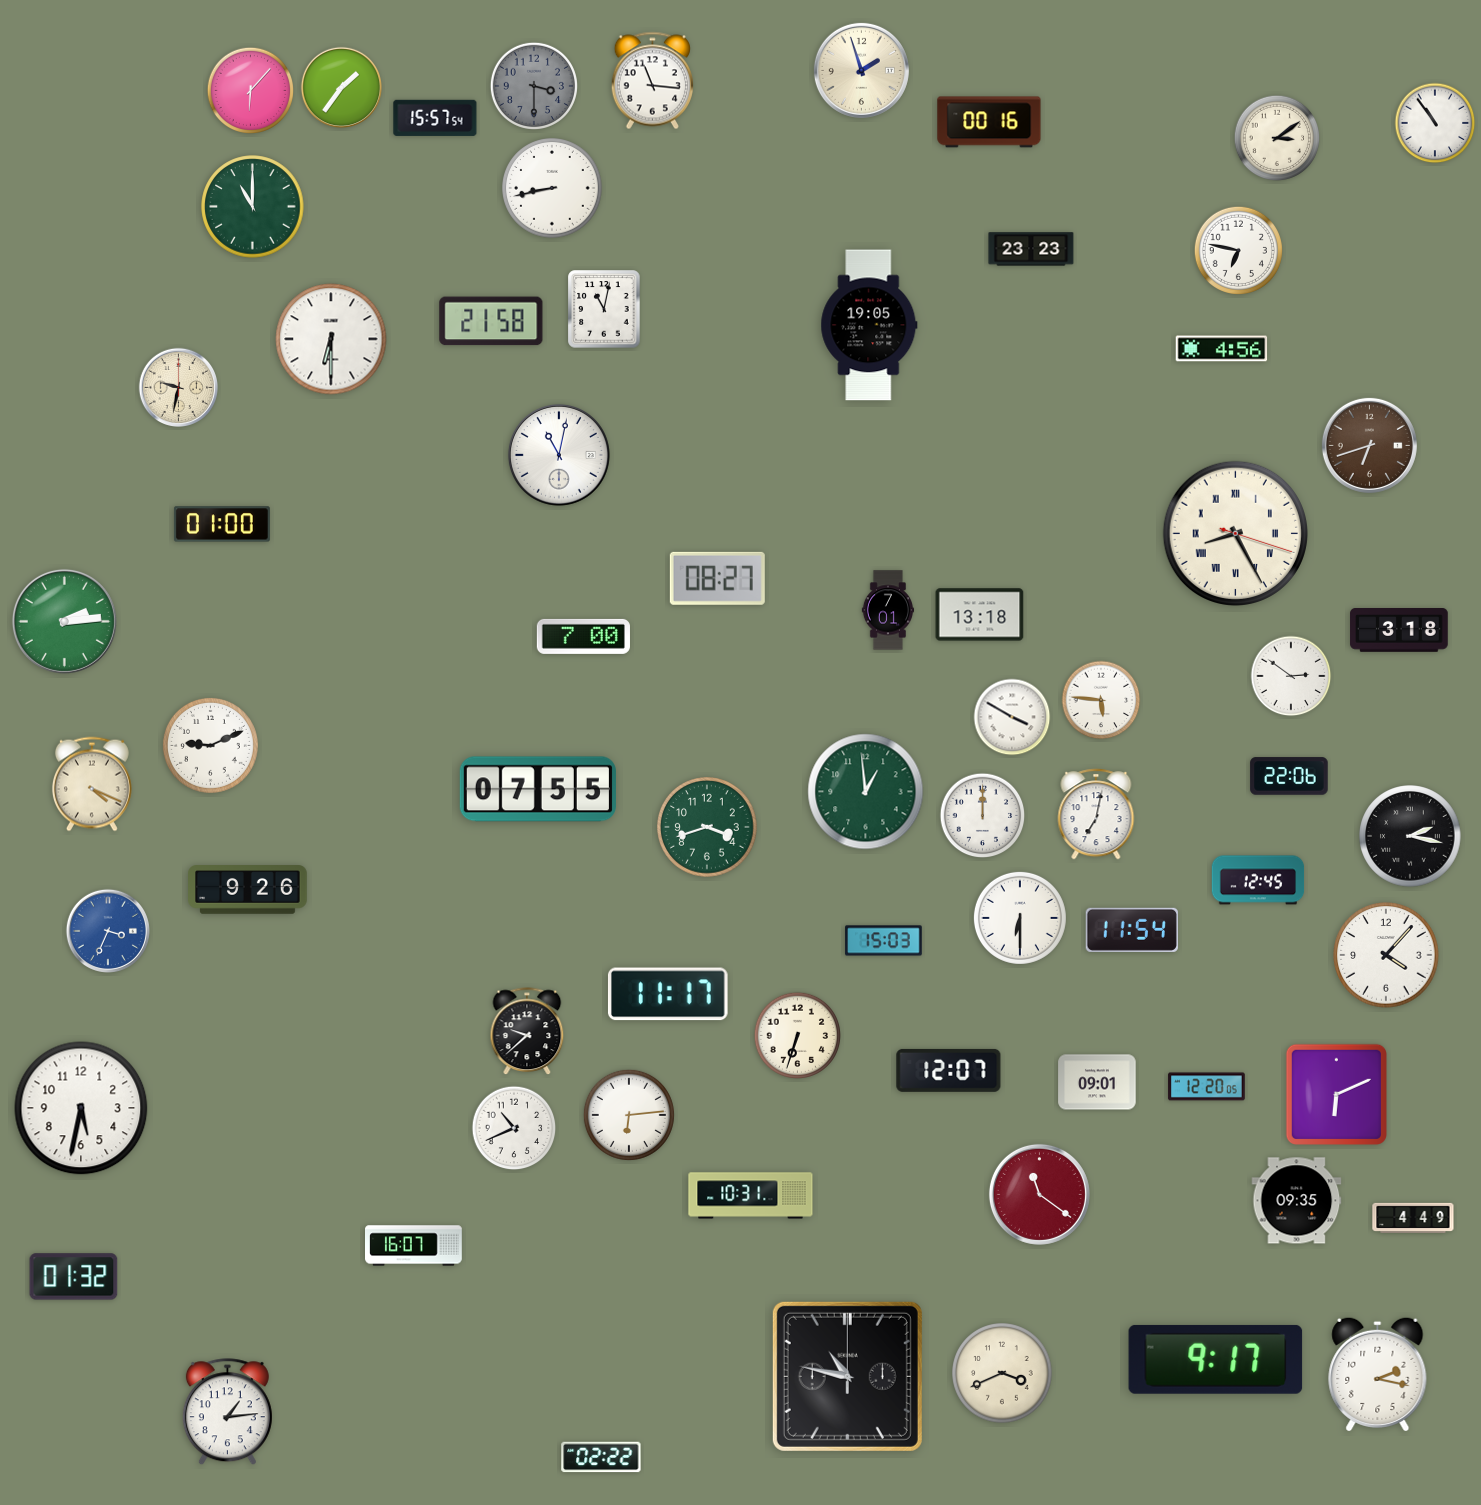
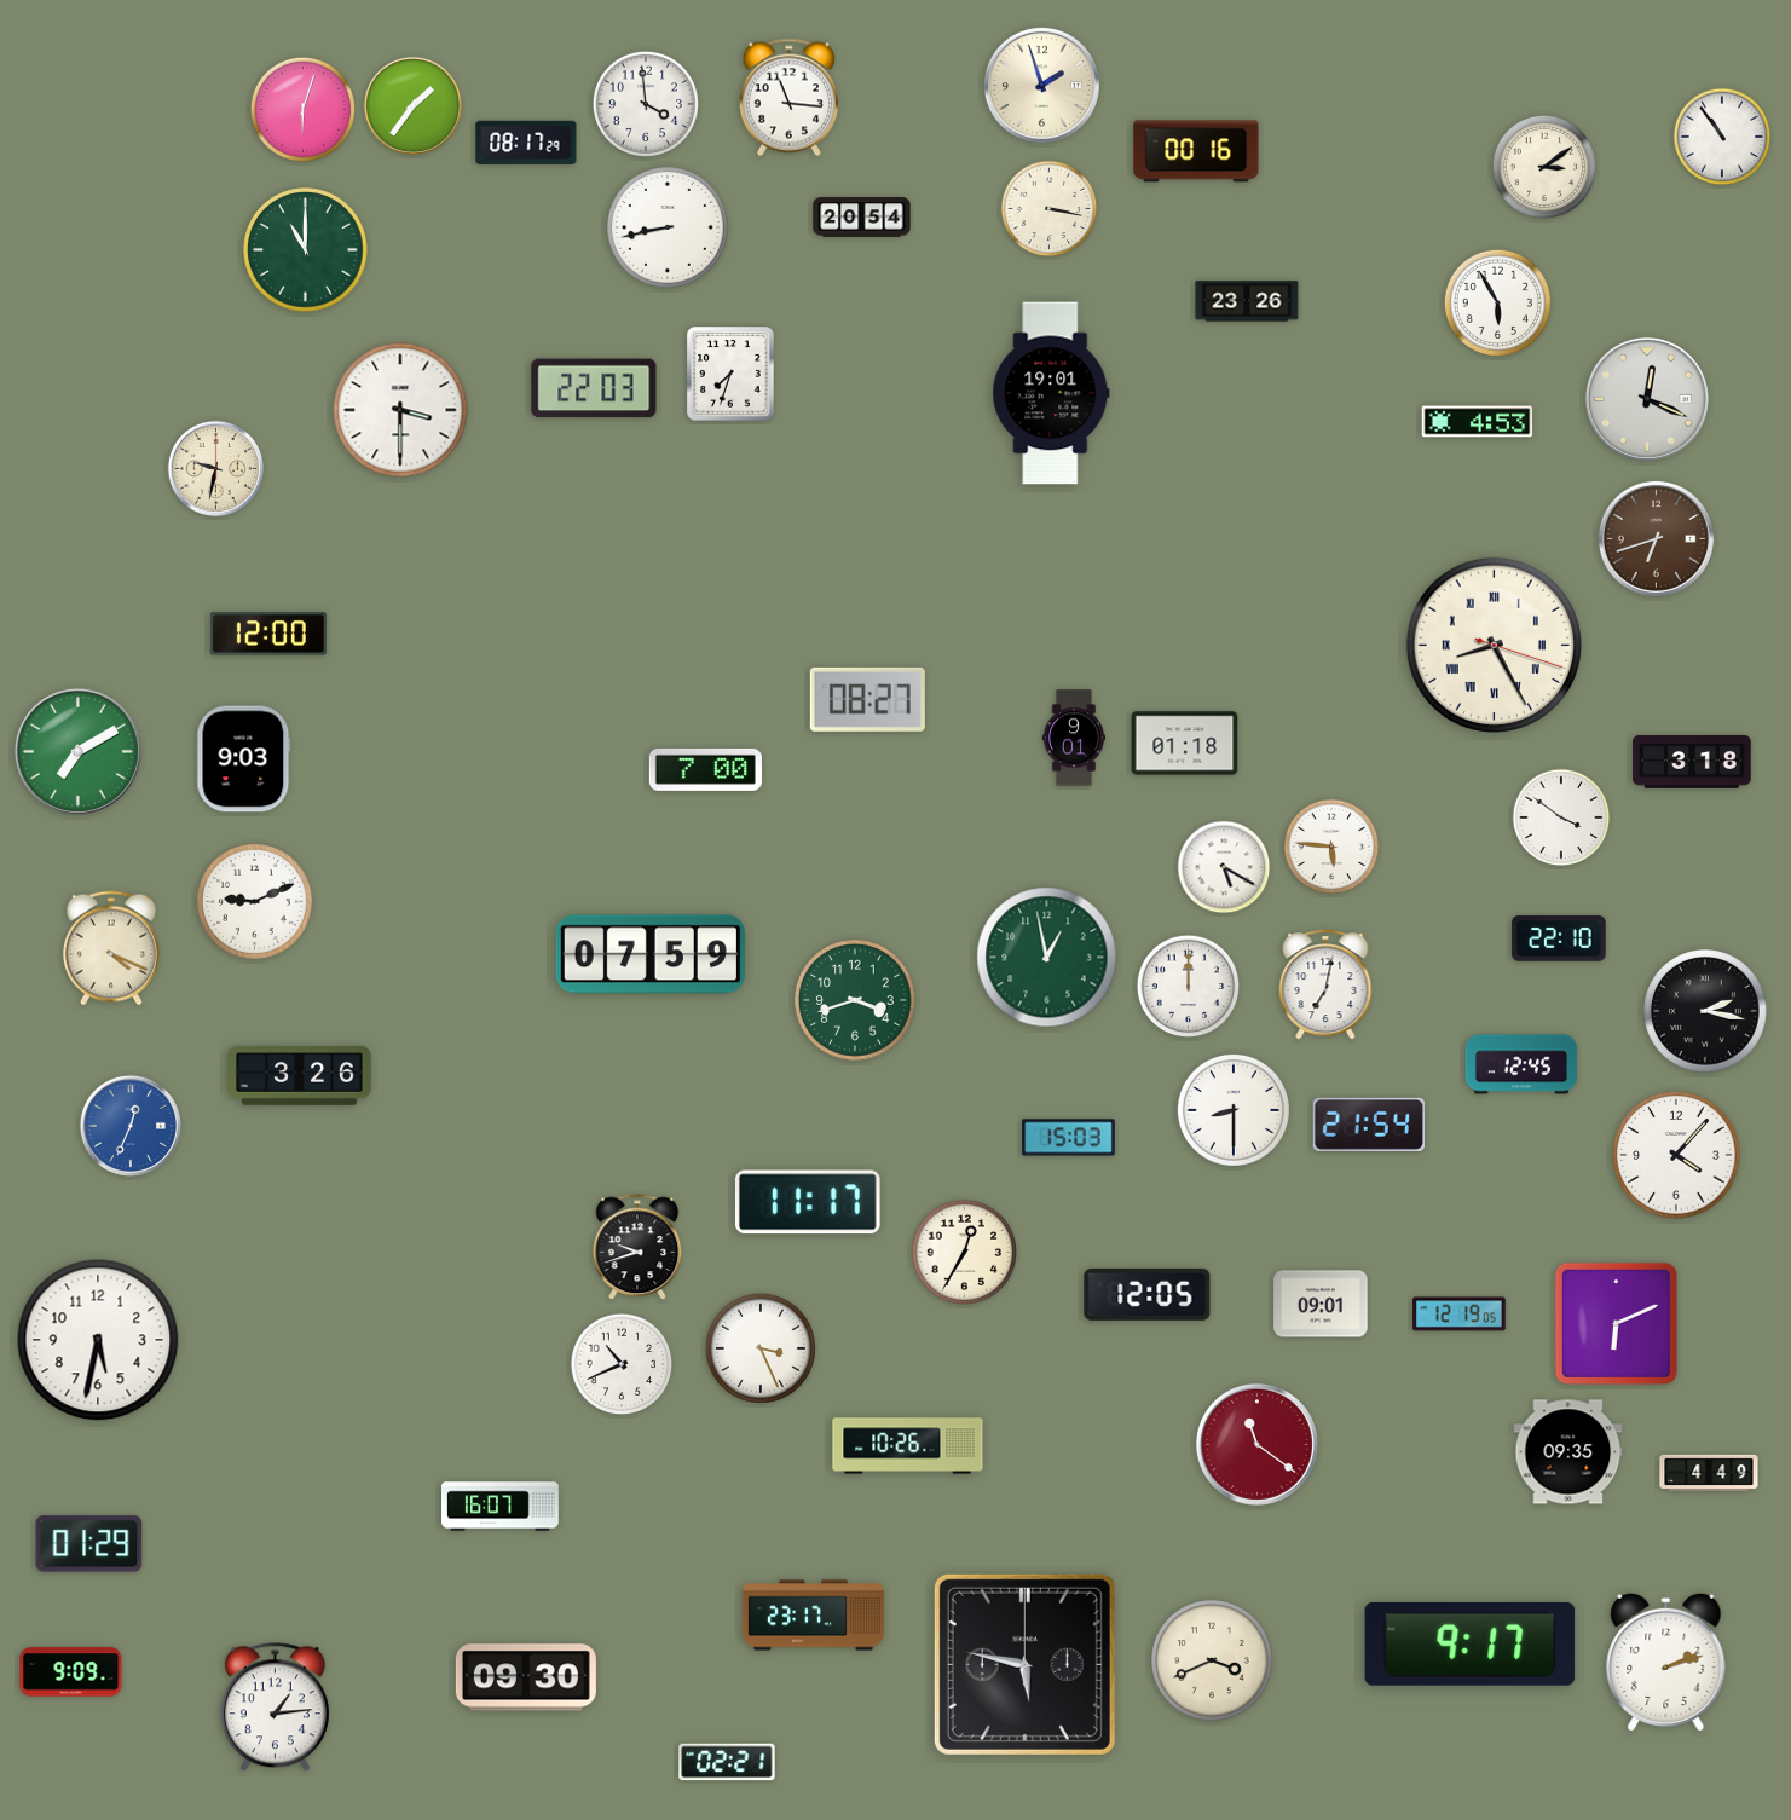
clock at (533, 85): 3:30 -> 3:59
clock at (533, 85) dial: grey -> white
clock at (250, 90): 6:07 -> 6:03
clock at (435, 118): 15:57 -> 08:17
clock at (989, 122) position: (989, 122) -> (1196, 151)
clock at (1435, 123) position: (1435, 123) -> (1722, 137)
clock at (1050, 209): none -> 3:17
clock at (862, 218): none -> 20:54
clock at (1031, 249): 23:23 -> 23:26
clock at (1238, 250): 6:47 -> 5:55
clock at (604, 309): 11:02 -> 7:33
clock at (491, 321): 21:58 -> 22:03
clock at (869, 325): 19:05 -> 19:01
clock at (1647, 399): none -> 12:19
clock at (331, 339): 6:30 -> 3:30
clock at (1222, 349): 4:56 -> 4:53
clock at (559, 455): 11:02 -> none
clock at (222, 524): 01:00 -> 12:00
clock at (887, 610): 7:01 -> 9:01
clock at (980, 615): 13:18 -> 01:18
clock at (64, 621): 2:14 -> 7:10
clock at (244, 759): none -> 9:03
clock at (1291, 676): 2:51 -> 3:51
clock at (1012, 717): 3:50 -> 5:20
clock at (1289, 776): 22:06 -> 22:10
clock at (538, 789): 07:55 -> 07:59
clock at (866, 792): 12:59 -> 12:58
clock at (248, 890): 9:26 -> 3:26
clock at (1020, 918): 6:30 -> 8:30
clock at (107, 930): 3:34 -> 12:34
clock at (1132, 930): 11:54 -> 21:54
clock at (527, 1032): 9:38 -> 9:42
clock at (797, 1035): 6:33 -> 12:35
clock at (949, 1070): 12:07 -> 12:05
clock at (1097, 1082) position: (1097, 1082) -> (1321, 1304)
clock at (1207, 1087): 12:20 -> 12:19
clock at (629, 1115): 6:14 -> 3:26
clock at (751, 1196): 10:31 -> 10:26
clock at (74, 1277): 01:32 -> 01:29
clock at (813, 1616): none -> 23:17
clock at (1378, 1373): 2:17 -> 2:12
clock at (847, 1376): 10:47 -> 5:47
clock at (71, 1672): none -> 9:09
clock at (526, 1677): none -> 09:30
clock at (601, 1457): 02:22 -> 02:21
